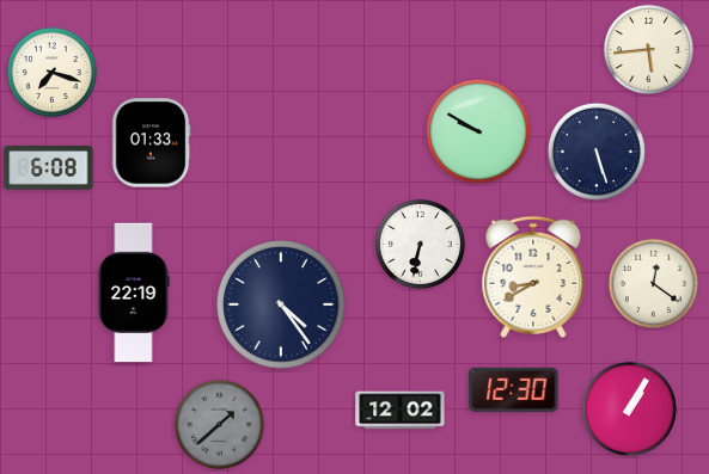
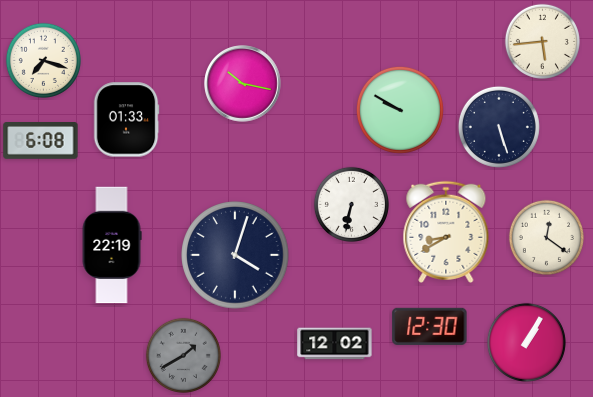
clock at (243, 84): none -> 10:17
clock at (281, 304): 4:24 -> 4:03
clock at (219, 424): 1:38 -> 1:40
